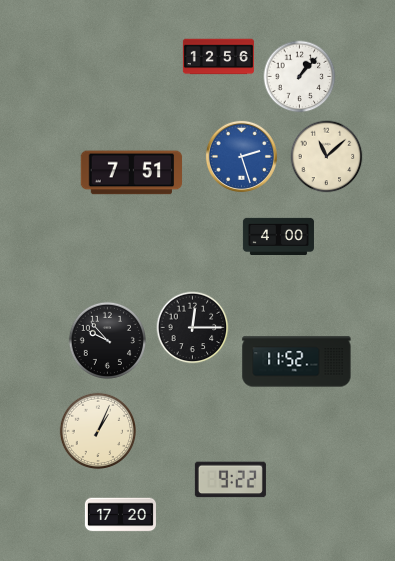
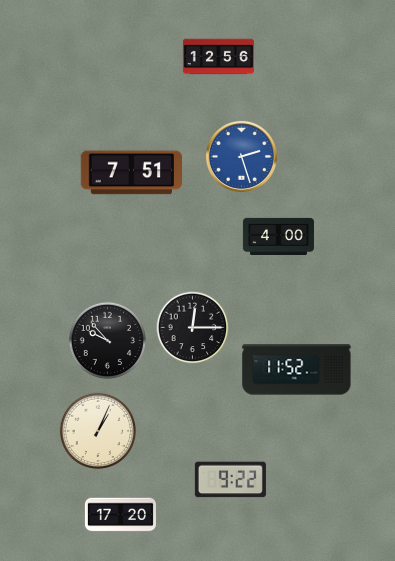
clock at (300, 77): 1:07 -> none
clock at (327, 157): 11:08 -> none
clock at (297, 362) position: (297, 362) -> (297, 370)
